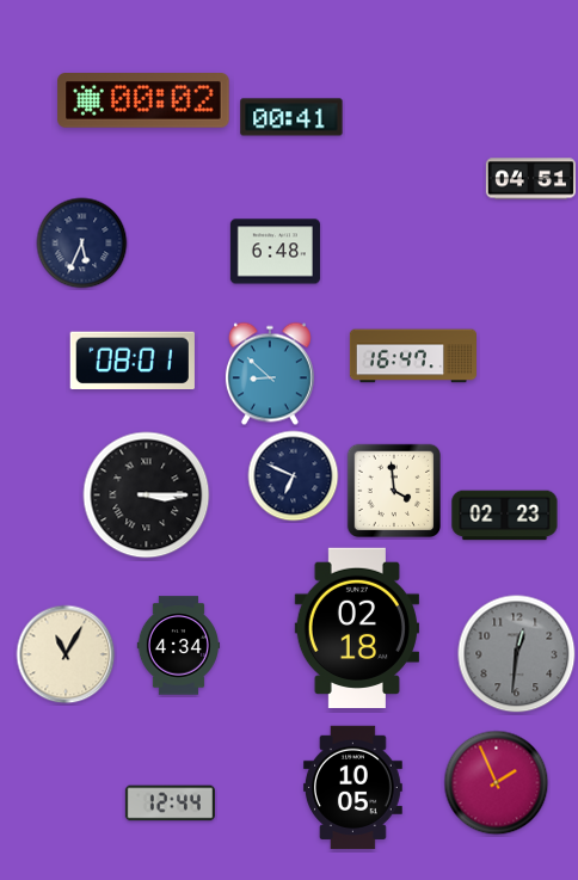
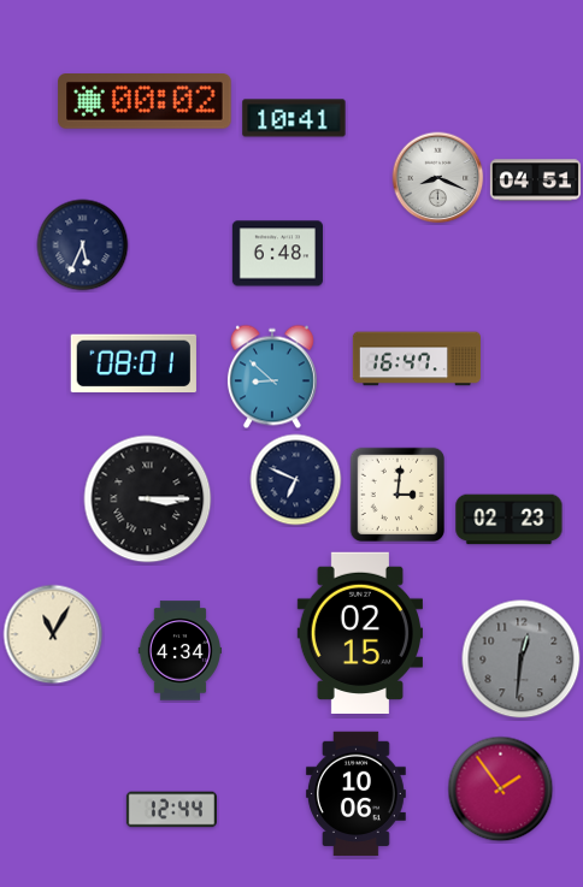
clock at (291, 117): 00:41 -> 10:41
clock at (438, 178): none -> 8:19
clock at (394, 490): 3:59 -> 3:01
clock at (356, 627): 02:18 -> 02:15
clock at (66, 654) position: (66, 654) -> (53, 634)
clock at (497, 783): 1:56 -> 1:54
clock at (352, 788): 10:05 -> 10:06
